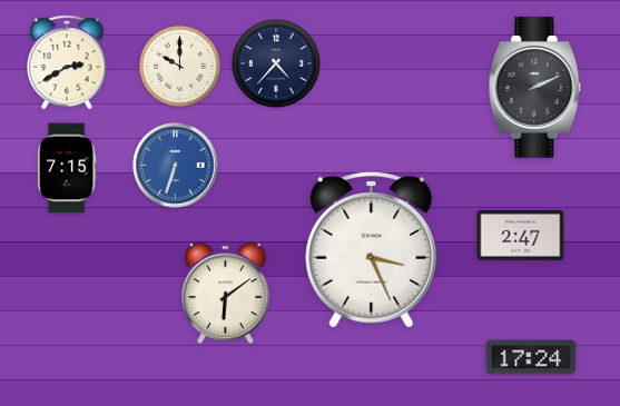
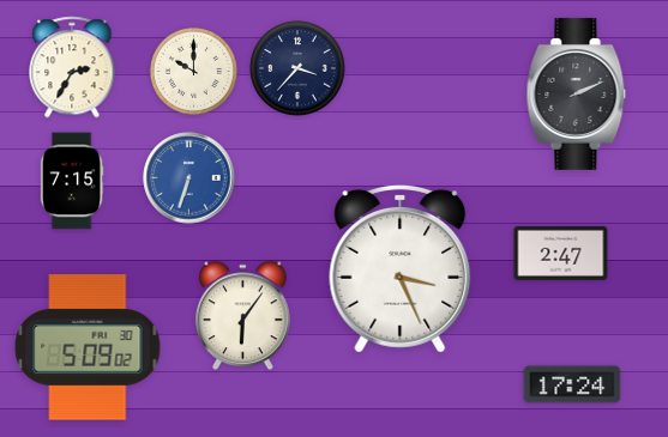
clock at (67, 62): 2:40 -> 2:35
clock at (276, 63): 4:37 -> 3:37
clock at (226, 294): 6:09 -> 6:06
clock at (88, 347): none -> 5:09
